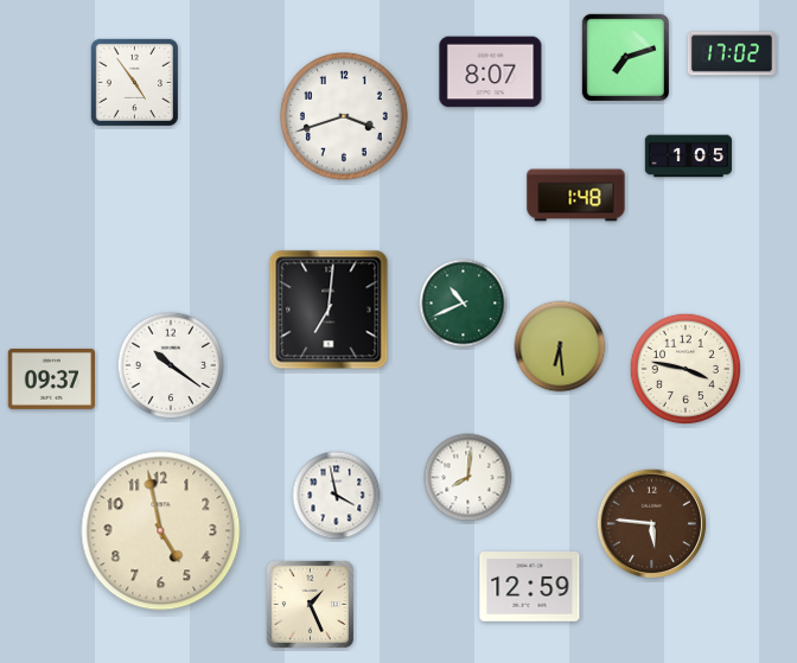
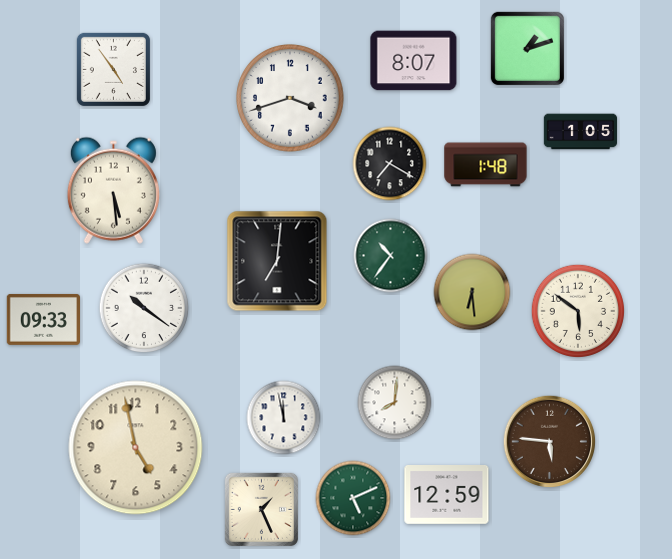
clock at (732, 53): 17:02 -> none
clock at (625, 57): 7:12 -> 1:12
clock at (390, 164): none -> 7:20
clock at (113, 190): none -> 5:29
clock at (464, 304): 10:41 -> 10:36
clock at (684, 368): 3:47 -> 5:51
clock at (51, 378): 09:37 -> 09:33
clock at (337, 496): 3:58 -> 11:58
clock at (353, 498): none -> 5:11
